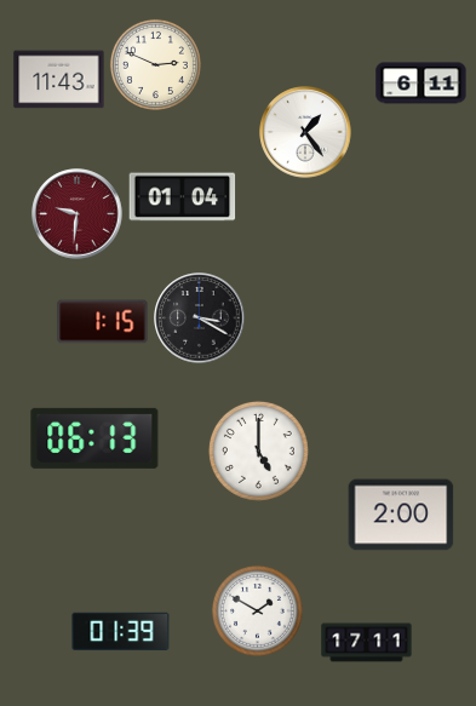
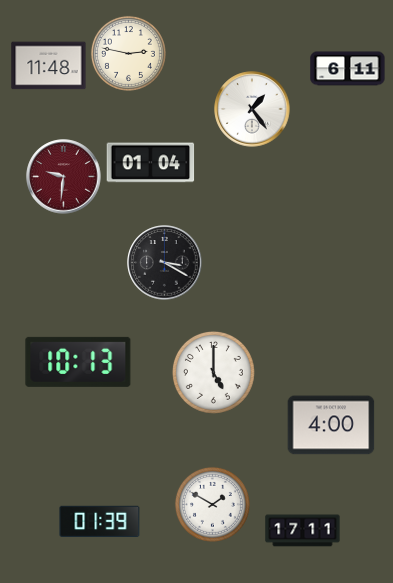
clock at (155, 64): 2:49 -> 2:47
clock at (59, 80): 11:43 -> 11:48
clock at (103, 322): 1:15 -> none
clock at (94, 438): 06:13 -> 10:13
clock at (401, 515): 2:00 -> 4:00
